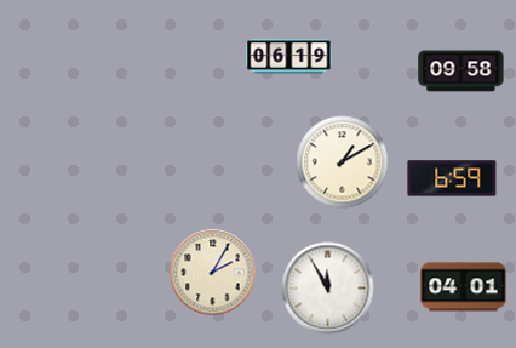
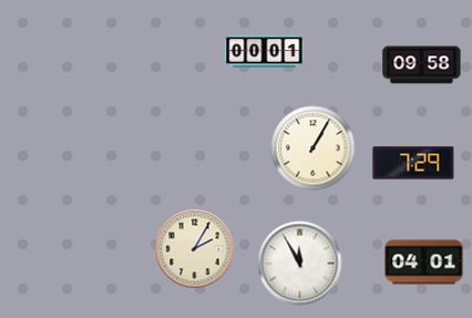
clock at (289, 57): 06:19 -> 00:01
clock at (343, 162): 1:10 -> 1:05
clock at (452, 178): 6:59 -> 7:29
